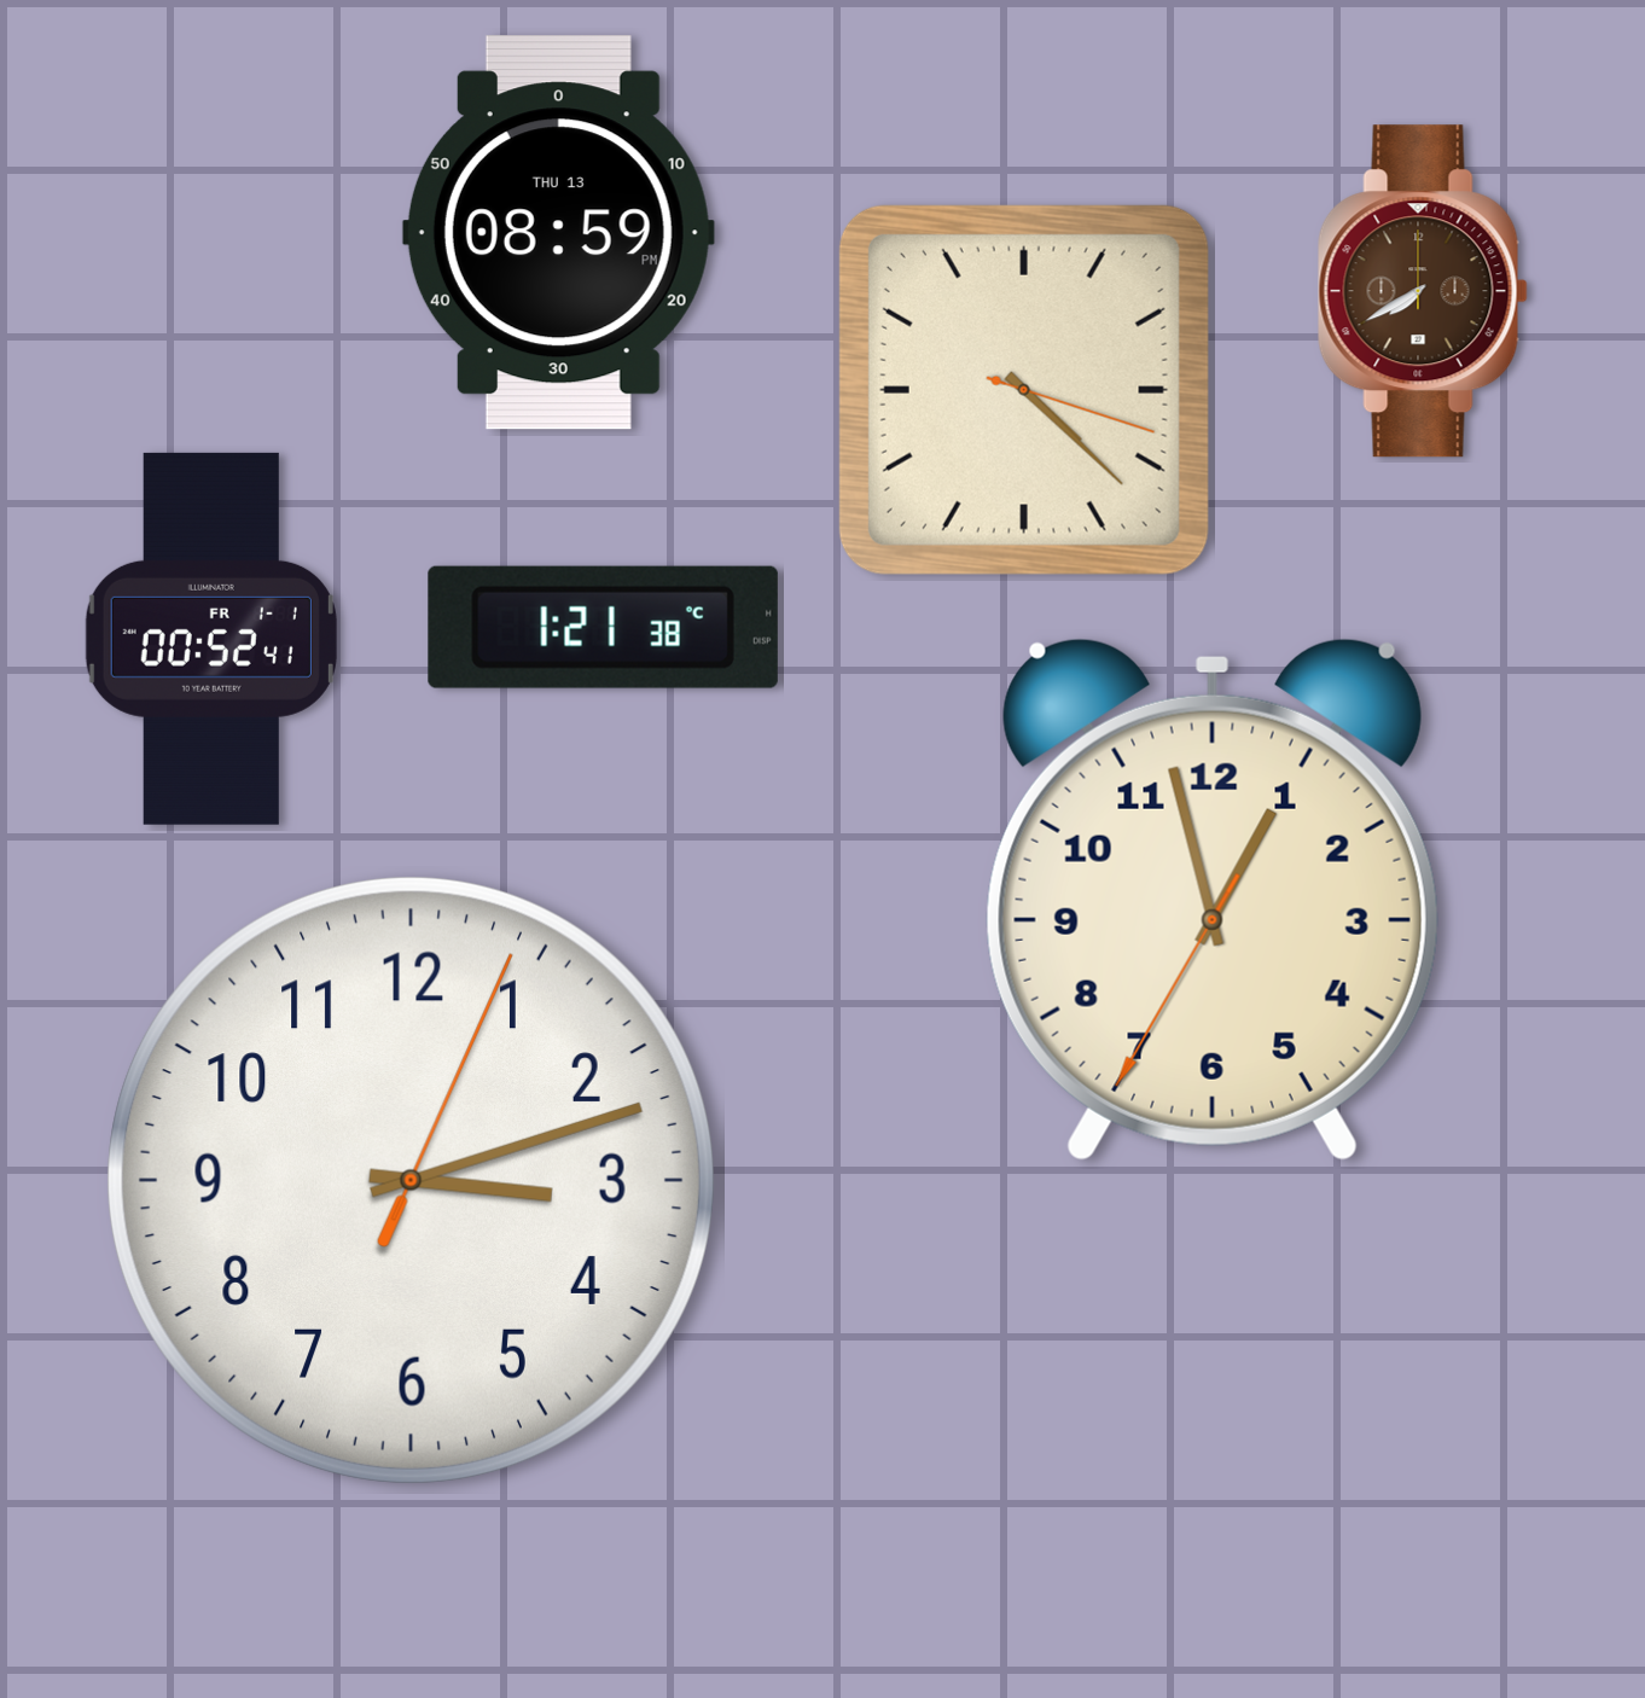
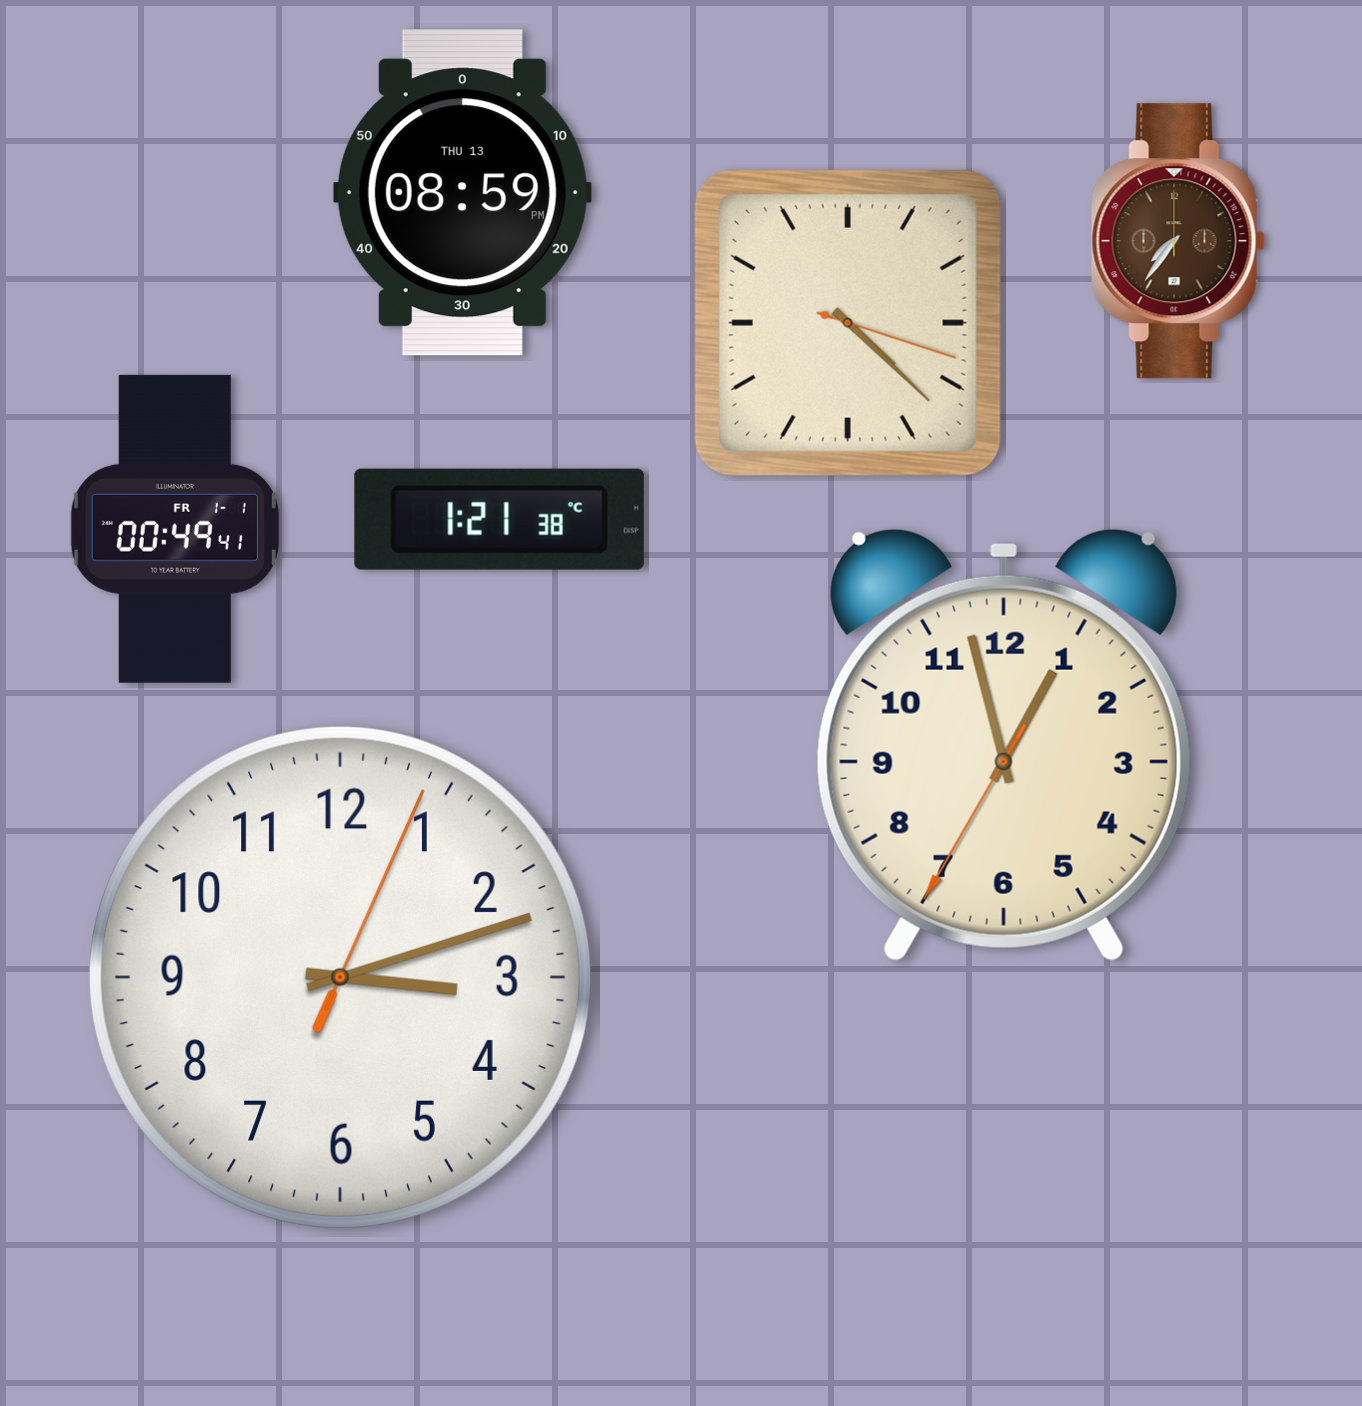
clock at (1423, 291): 7:40 -> 7:36
clock at (211, 639): 00:52 -> 00:49
